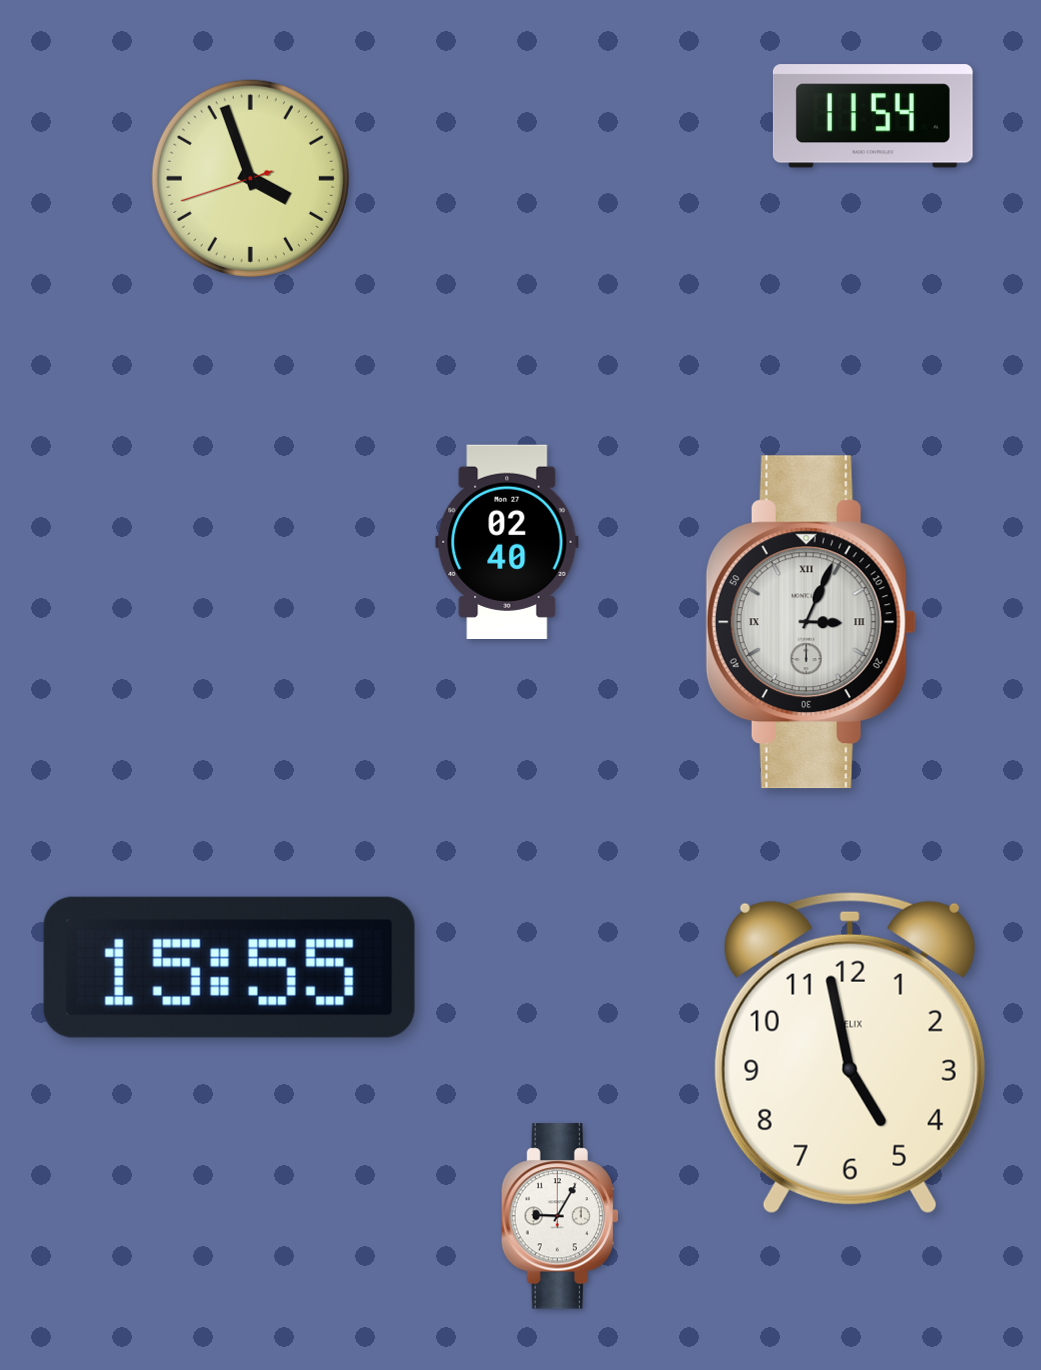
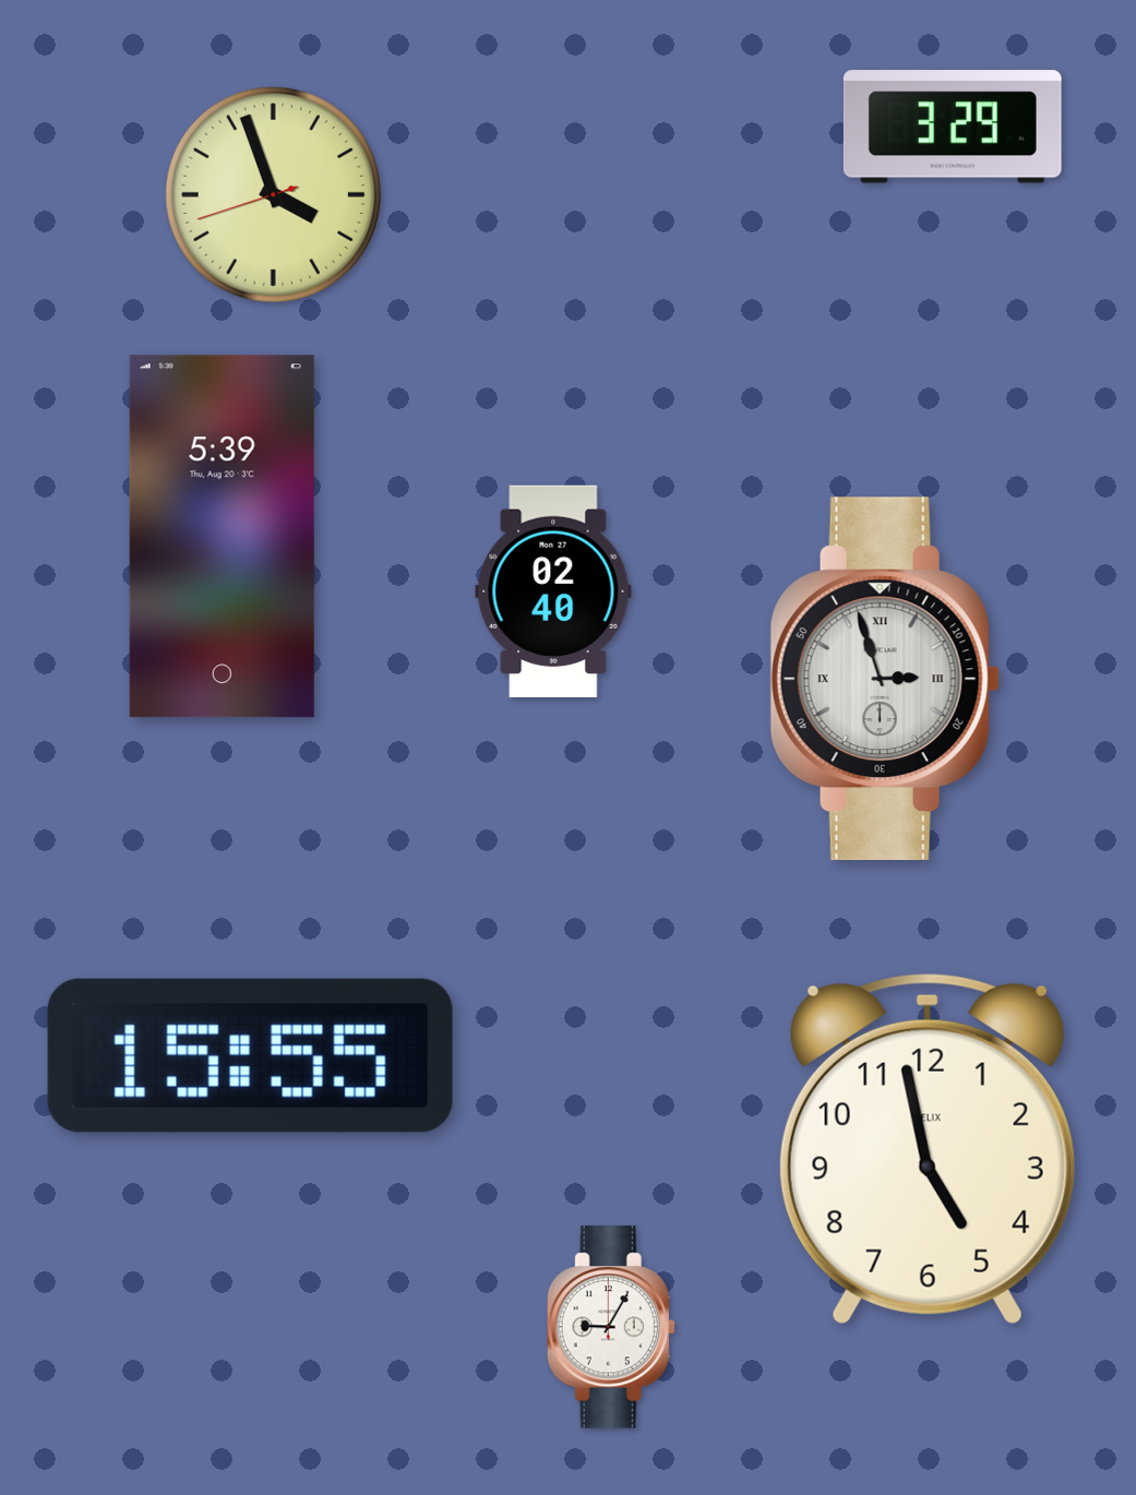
clock at (873, 116): 11:54 -> 3:29
clock at (222, 537): none -> 5:39
clock at (811, 622): 3:04 -> 2:57
